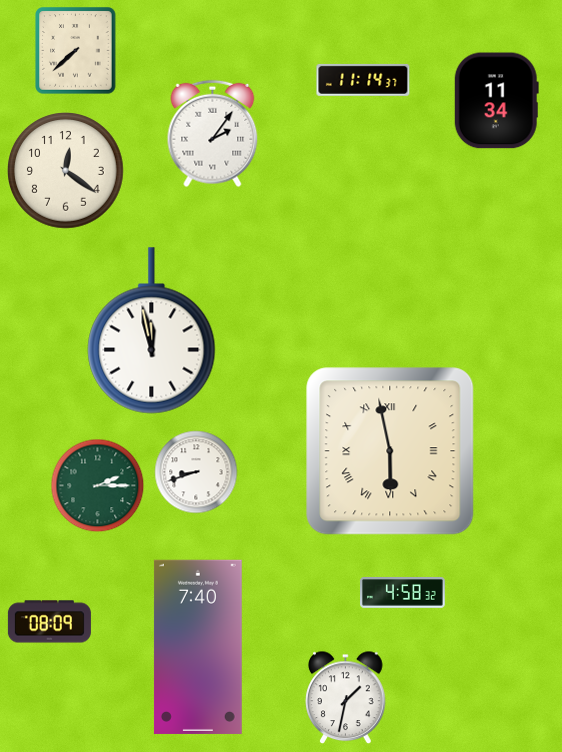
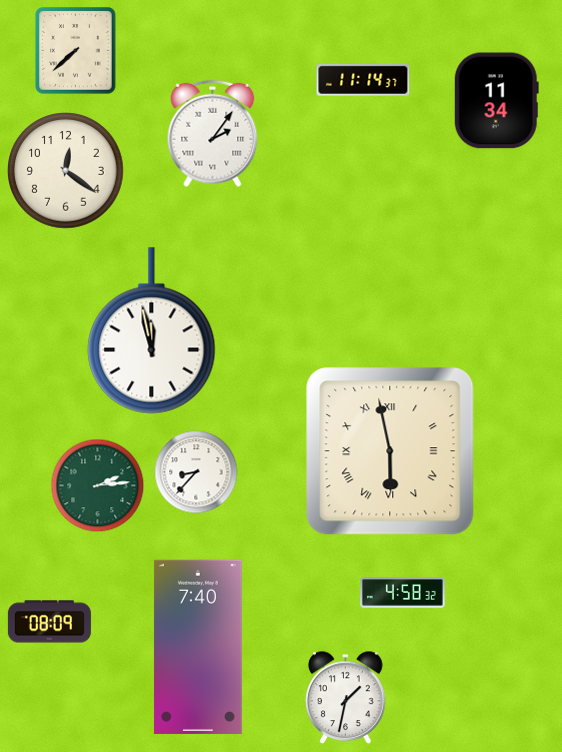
clock at (196, 472): 8:42 -> 8:37
clock at (98, 486): 2:15 -> 2:14
